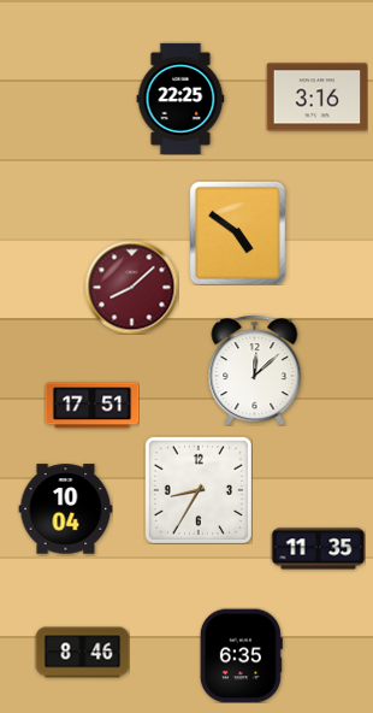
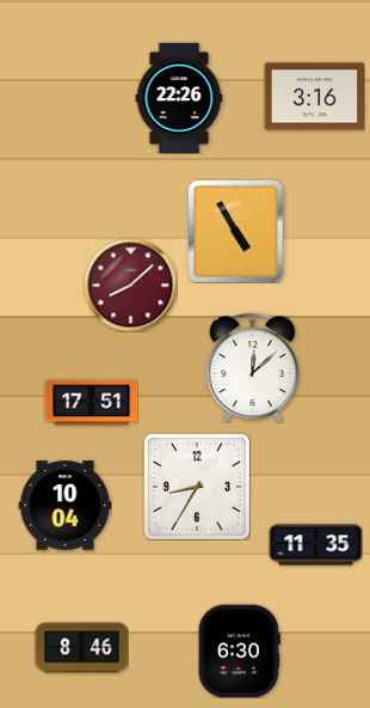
clock at (180, 99): 22:25 -> 22:26
clock at (237, 232): 4:51 -> 4:55
clock at (241, 655): 6:35 -> 6:30
